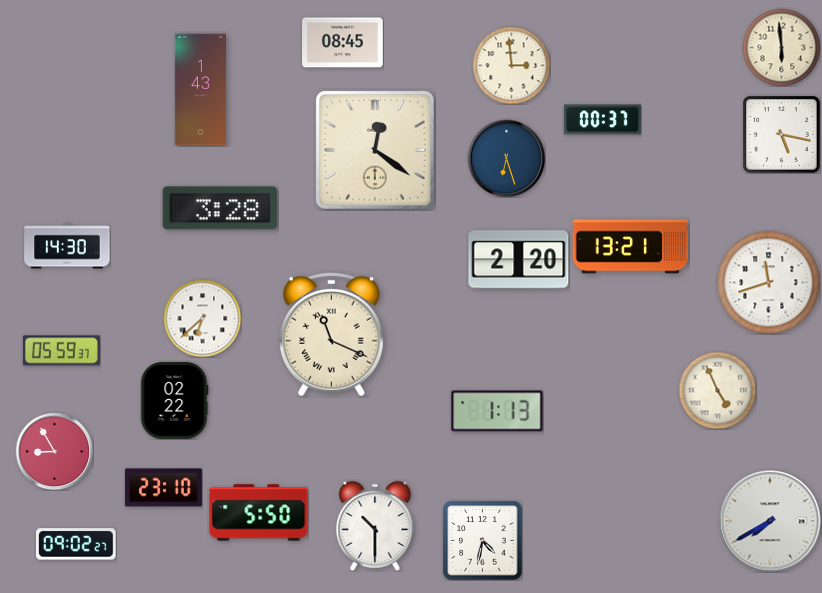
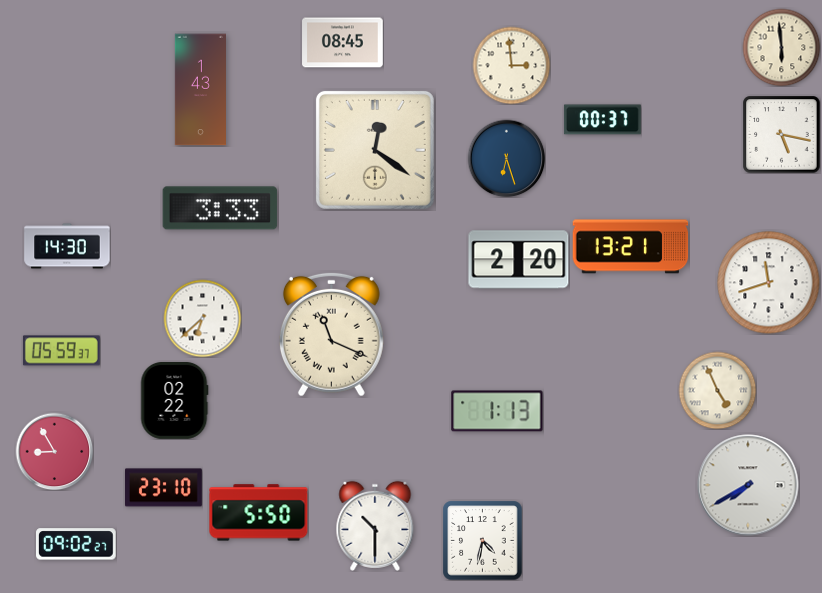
clock at (220, 208): 3:28 -> 3:33
clock at (770, 521) position: (770, 521) -> (748, 485)
